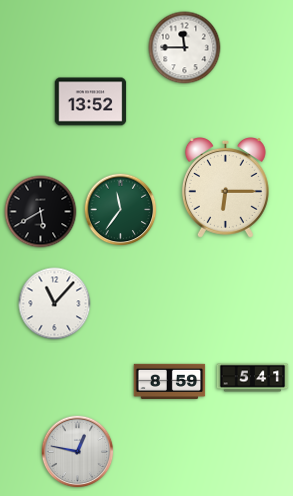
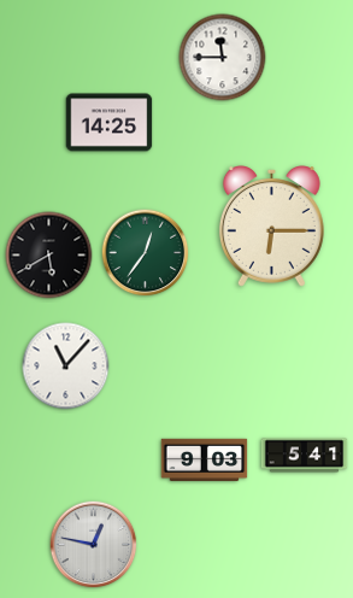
clock at (91, 102): 13:52 -> 14:25
clock at (121, 210): 11:36 -> 12:36
clock at (170, 381): 8:59 -> 9:03
